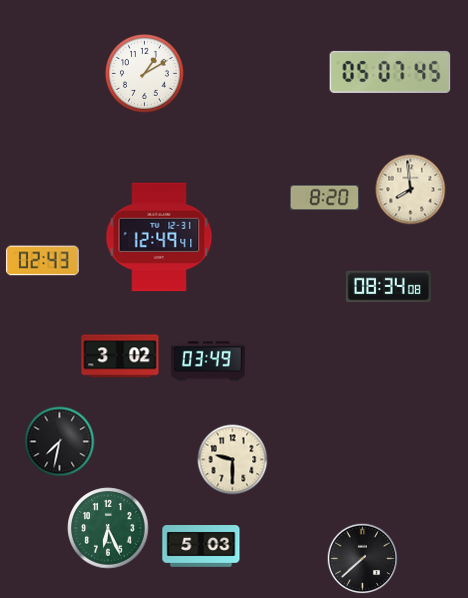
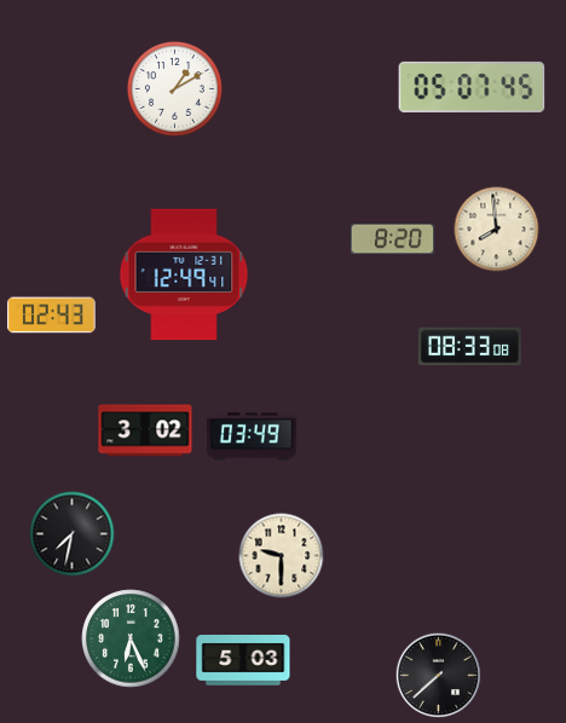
clock at (159, 237) position: (159, 237) -> (184, 274)
clock at (388, 287): 08:34 -> 08:33
